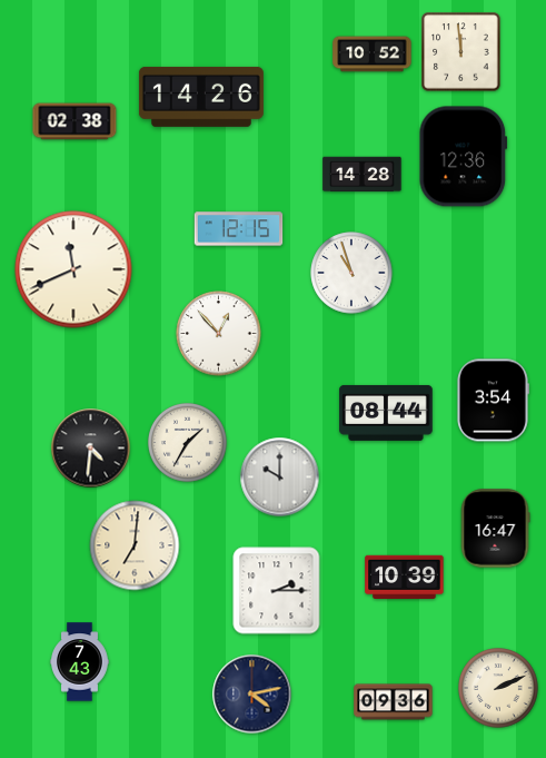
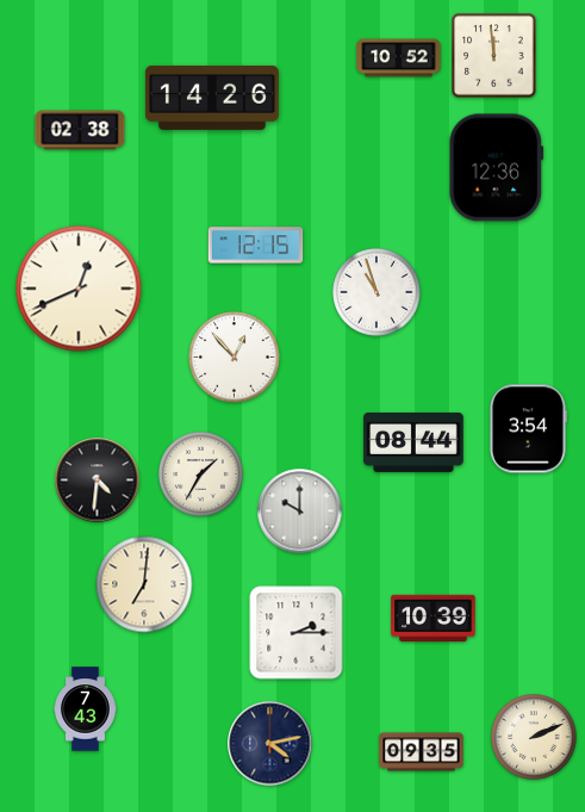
clock at (201, 97) position: (201, 97) -> (212, 98)
clock at (363, 175): 14:28 -> none
clock at (73, 269): 11:41 -> 12:41
clock at (495, 529): 16:47 -> none
clock at (394, 702): 09:36 -> 09:35
